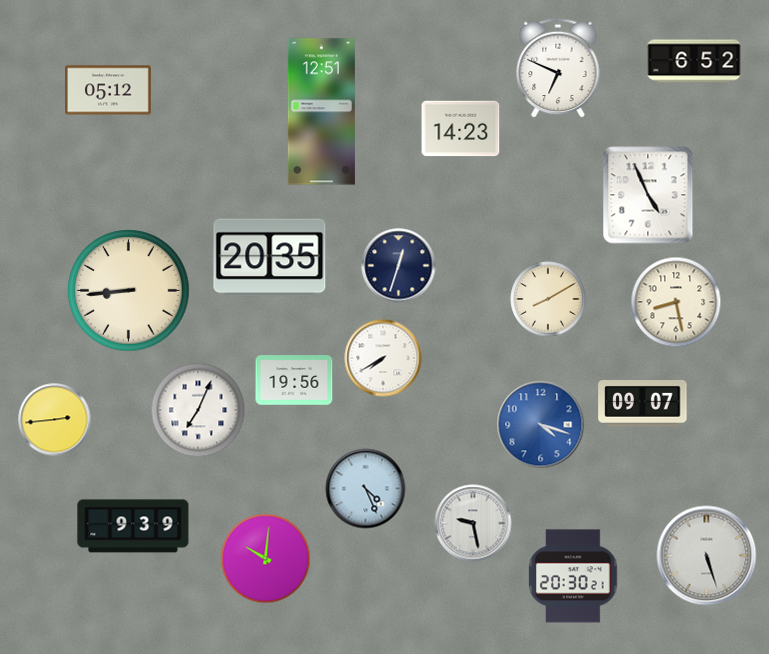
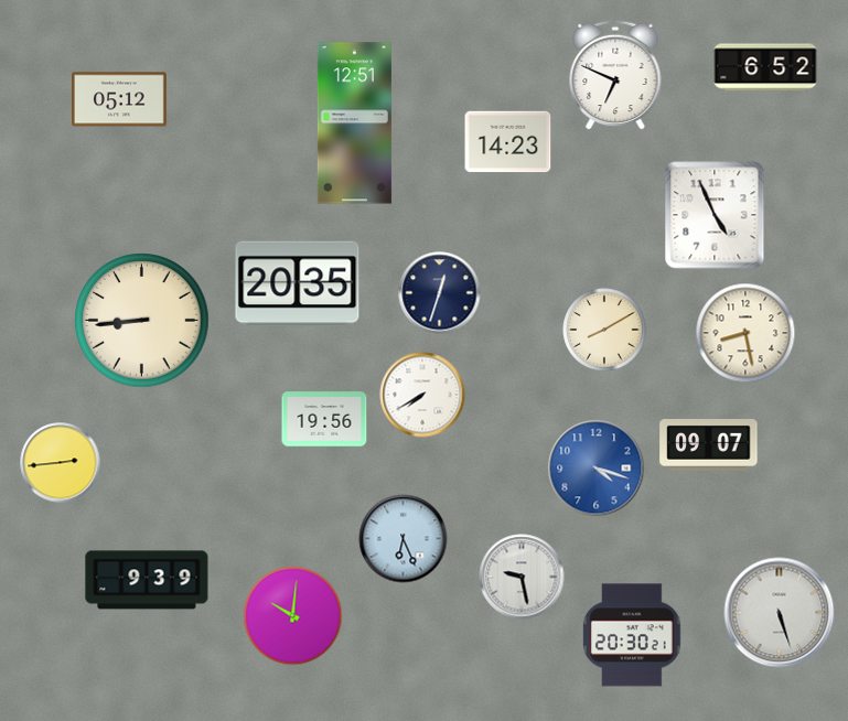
clock at (198, 410): 7:04 -> none
clock at (366, 489): 4:26 -> 6:26
